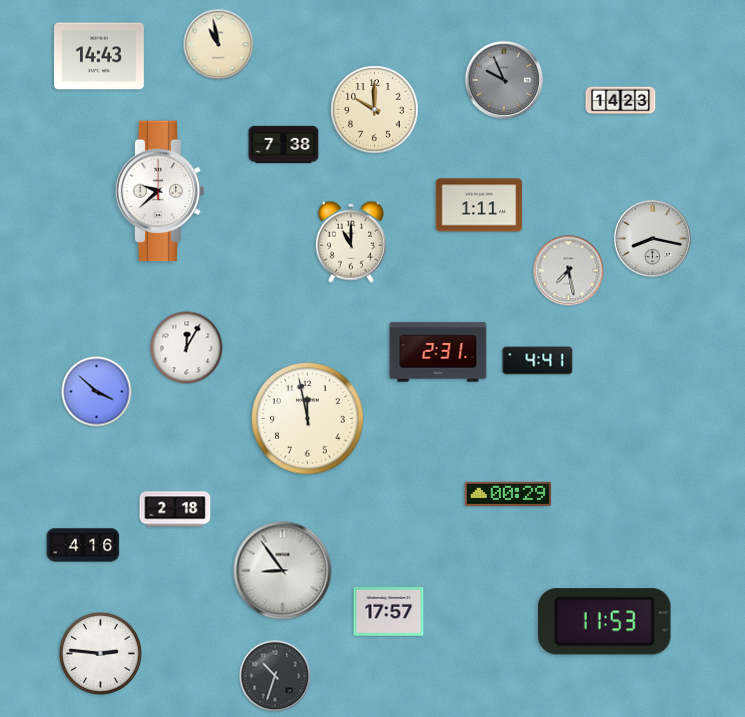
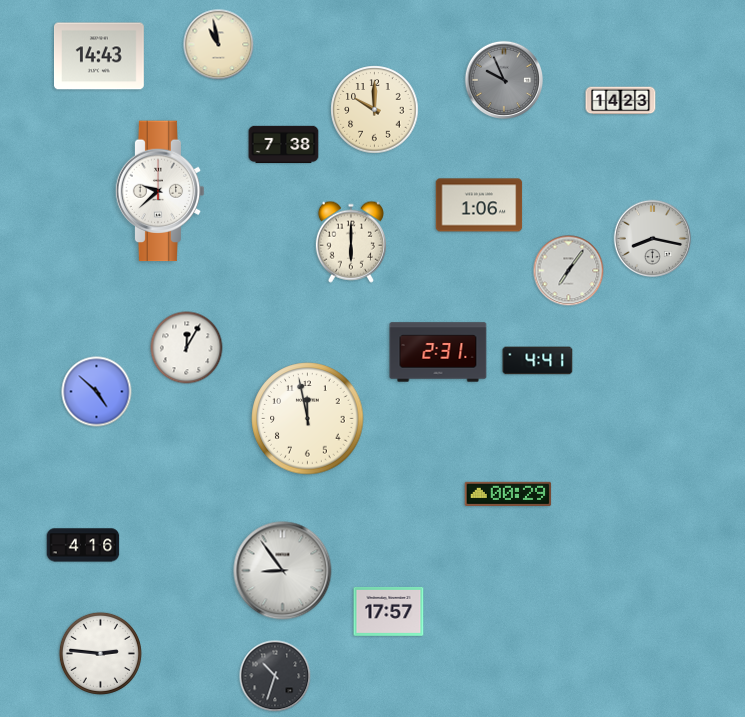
clock at (479, 205): 1:11 -> 1:06
clock at (351, 242): 11:00 -> 6:00
clock at (569, 271): 7:28 -> 7:06
clock at (97, 392): 3:52 -> 4:52
clock at (175, 509): 2:18 -> none
clock at (605, 622): 11:53 -> none
